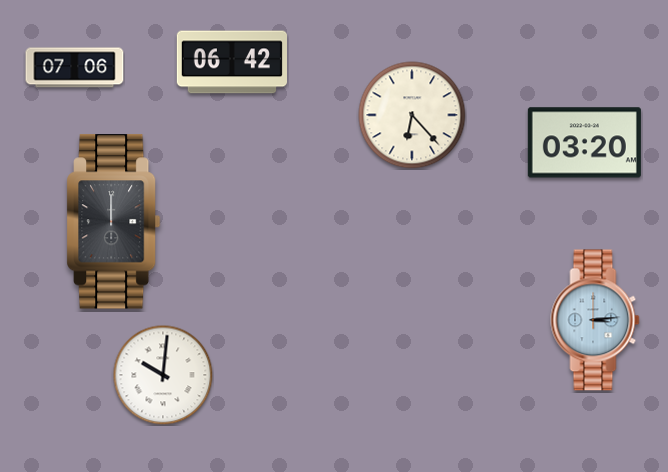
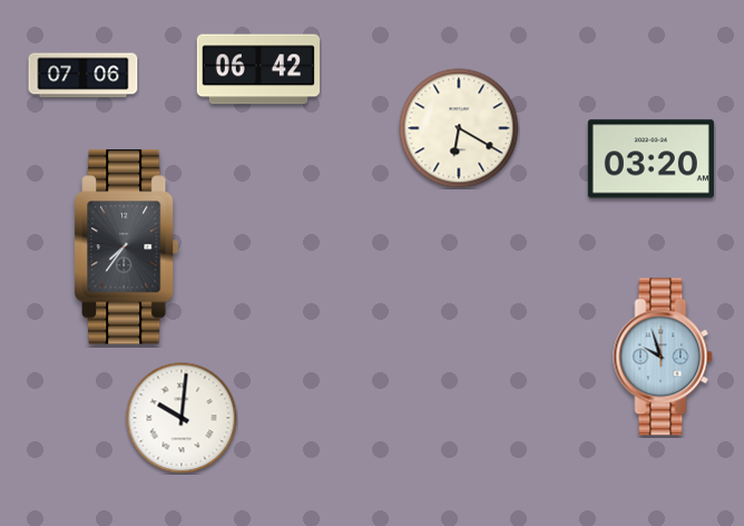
clock at (412, 115): 6:23 -> 6:20
clock at (114, 222): 12:00 -> 7:36
clock at (595, 320): 3:14 -> 9:57
